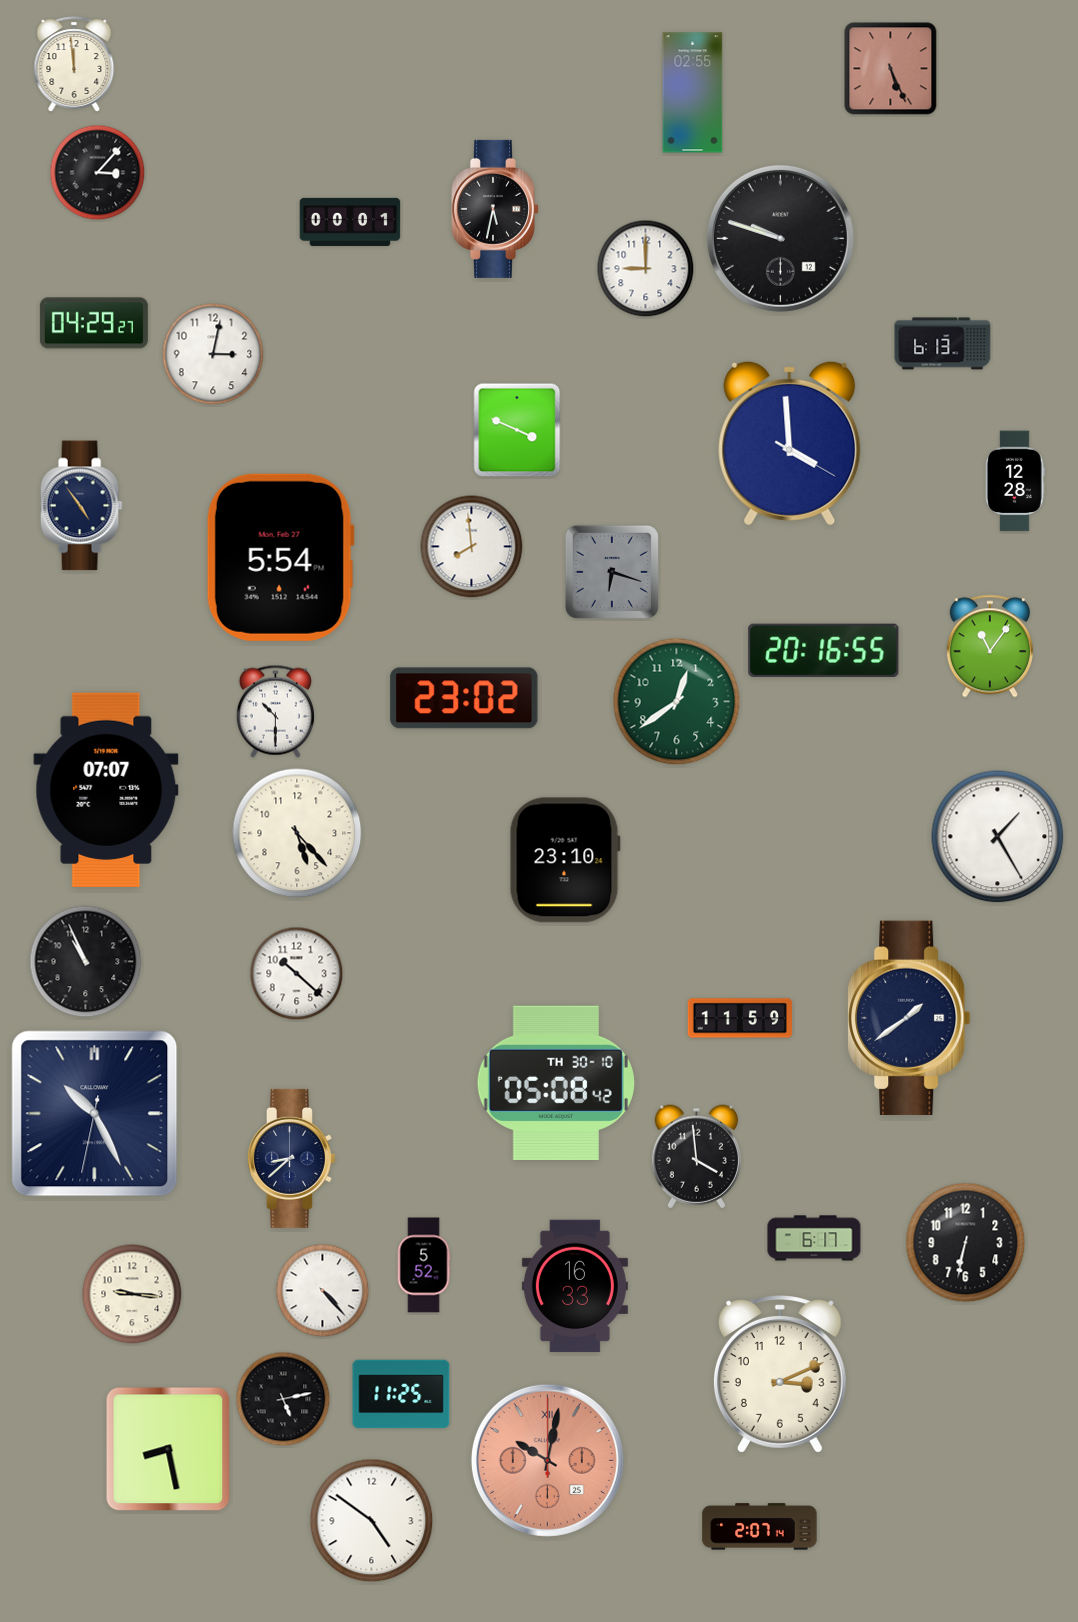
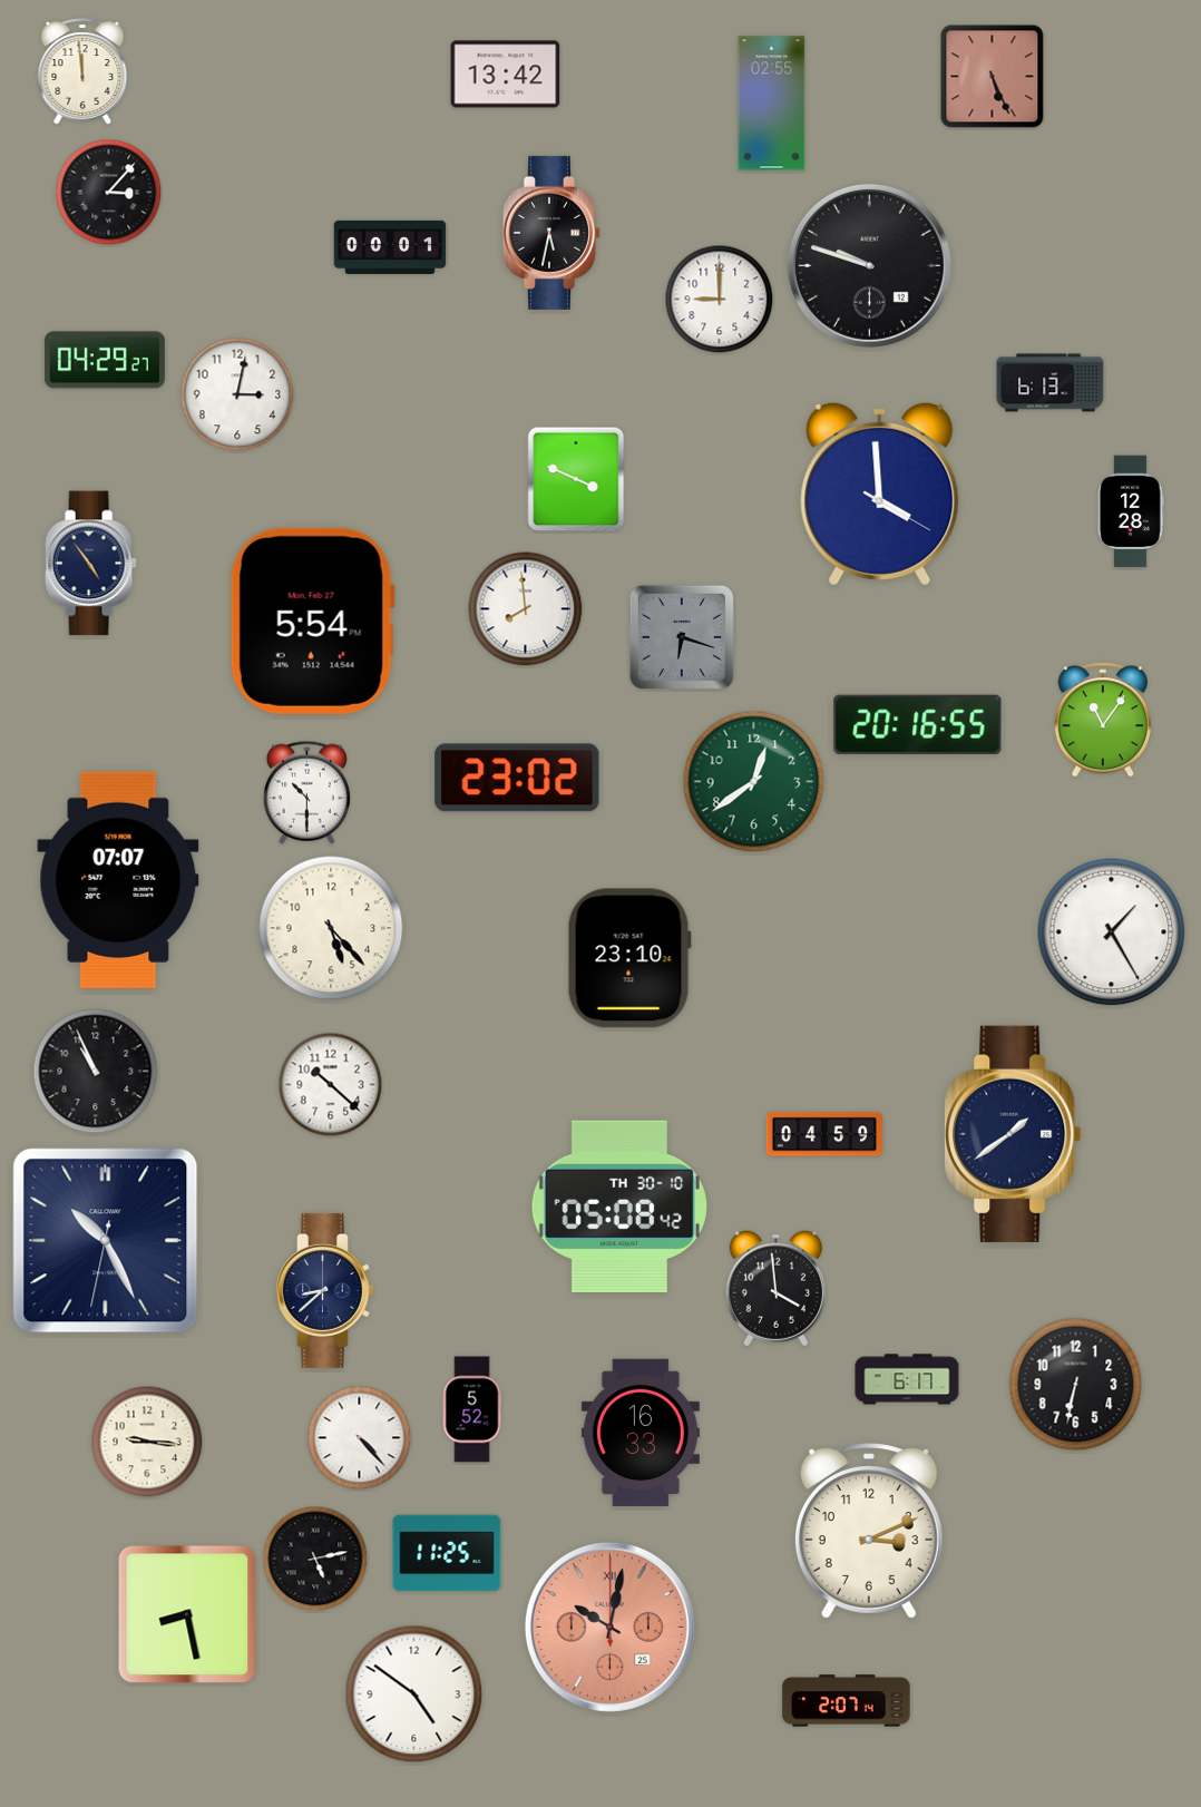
clock at (506, 75): none -> 13:42
clock at (1015, 481) position: (1015, 481) -> (1131, 511)
clock at (739, 1018): 11:59 -> 04:59
